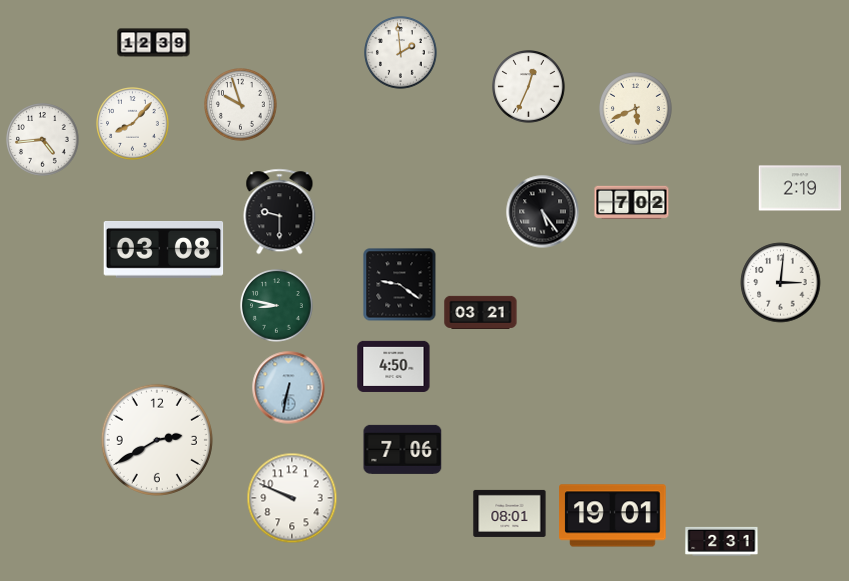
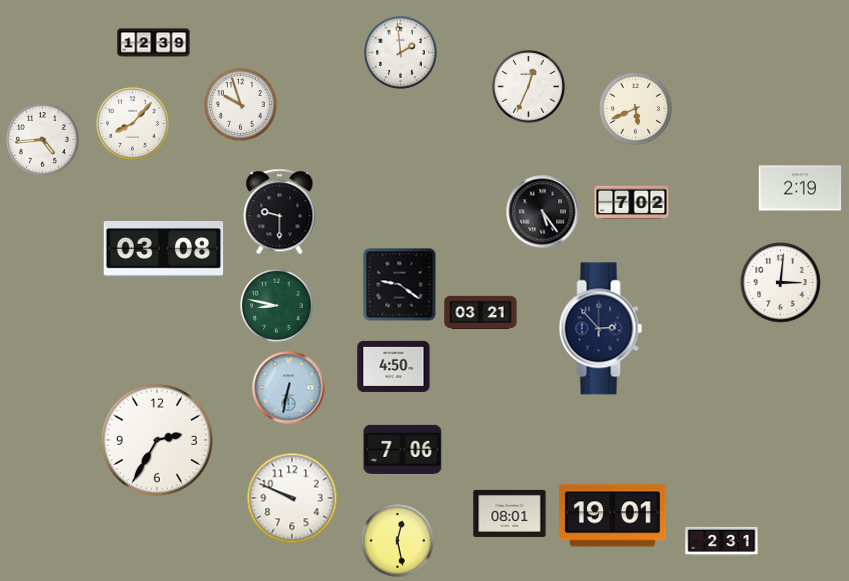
clock at (601, 329): none -> 2:53
clock at (157, 440): 2:40 -> 2:35
clock at (398, 541): none -> 12:28
